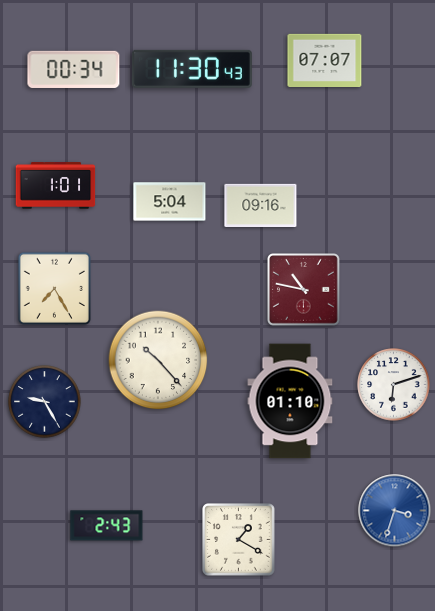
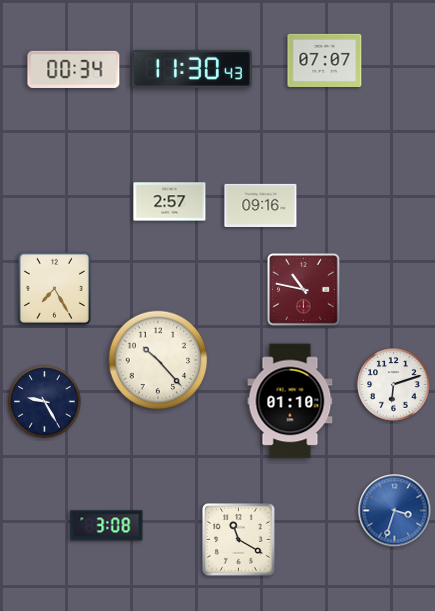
clock at (56, 186): 1:01 -> none
clock at (170, 202): 5:04 -> 2:57
clock at (107, 526): 2:43 -> 3:08
clock at (239, 540): 1:20 -> 11:20
